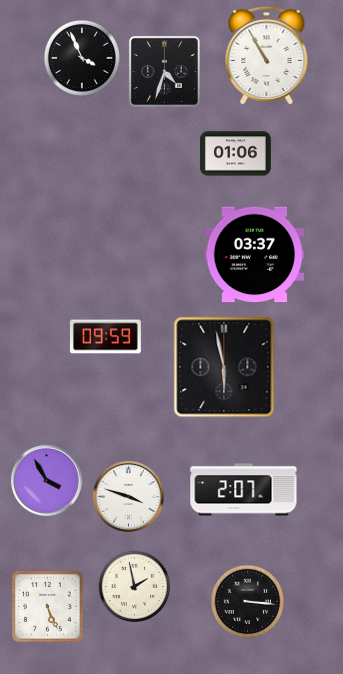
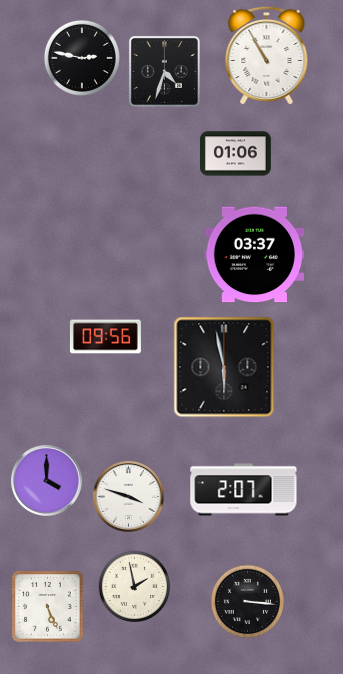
clock at (82, 58): 3:56 -> 2:47
clock at (105, 337): 09:59 -> 09:56
clock at (46, 480): 3:55 -> 4:00
